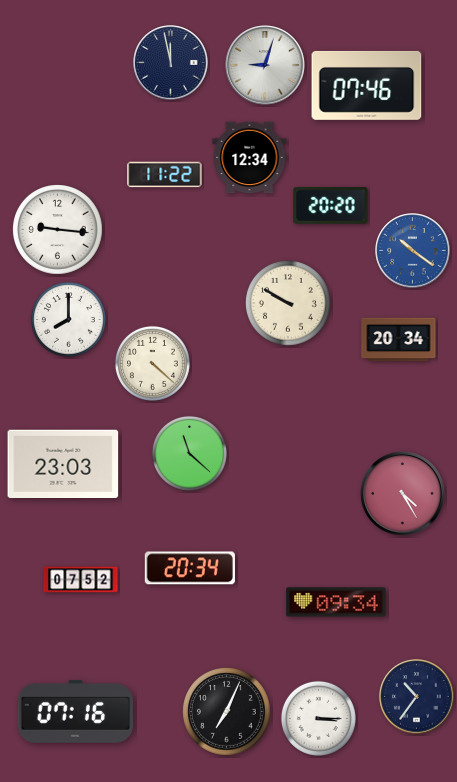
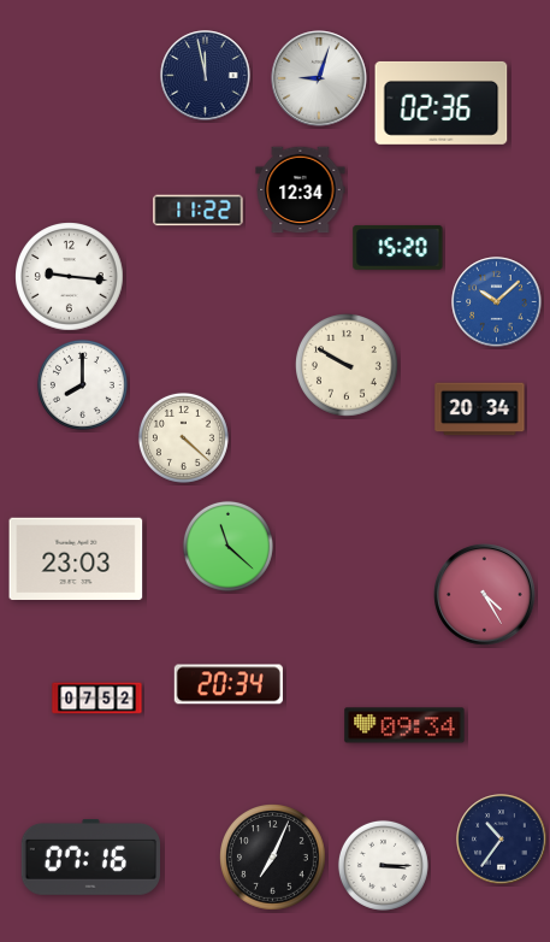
clock at (367, 85): 07:46 -> 02:36
clock at (331, 205): 20:20 -> 15:20
clock at (413, 251): 10:21 -> 10:08
